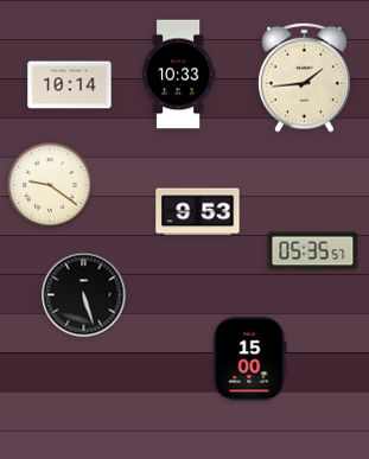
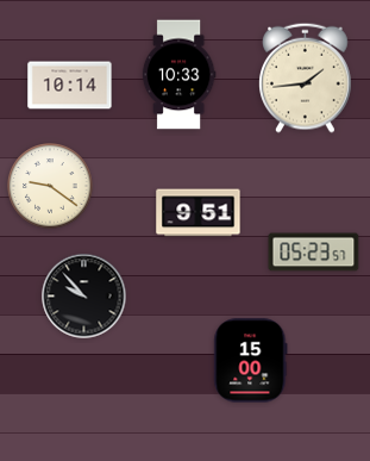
clock at (198, 212): 9:53 -> 9:51
clock at (313, 251): 05:35 -> 05:23
clock at (84, 295): 5:27 -> 9:53
